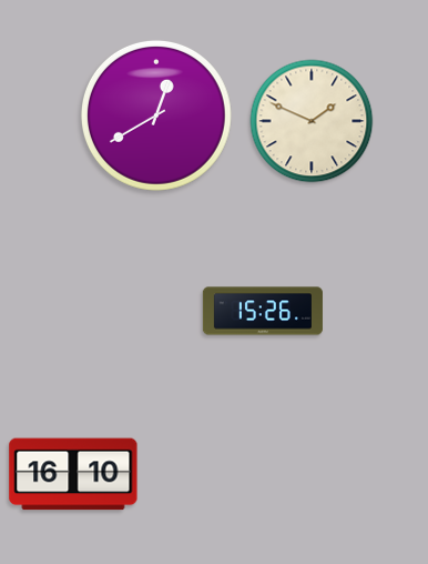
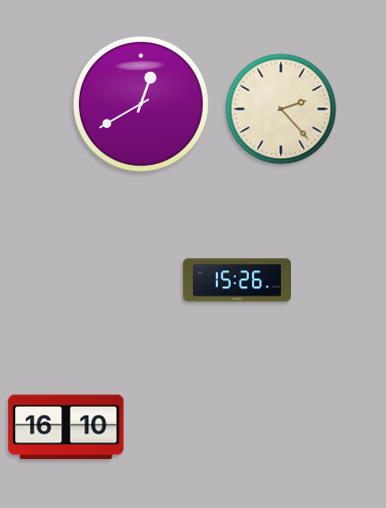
clock at (312, 121): 1:49 -> 2:23
